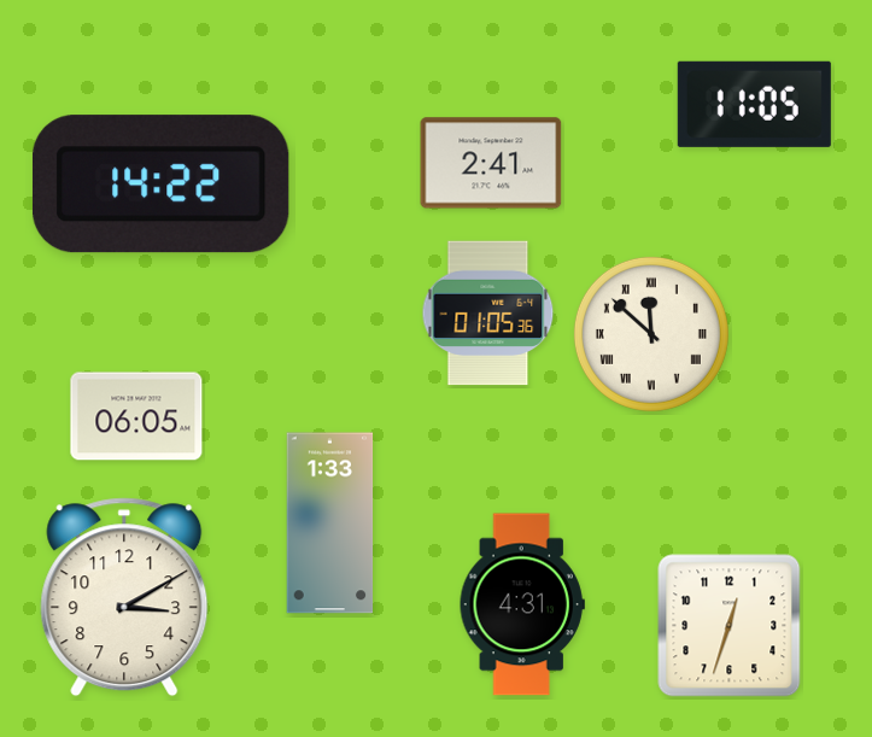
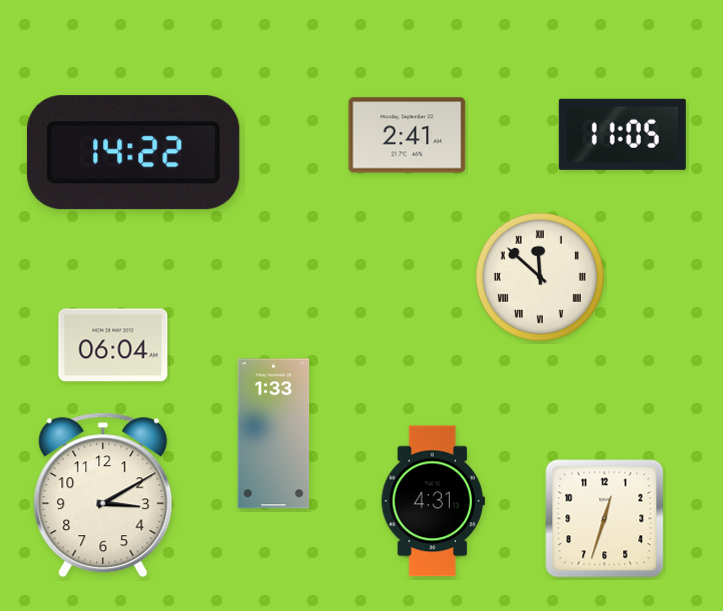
clock at (754, 104) position: (754, 104) -> (622, 134)
clock at (488, 314): 01:05 -> none
clock at (136, 416): 06:05 -> 06:04
